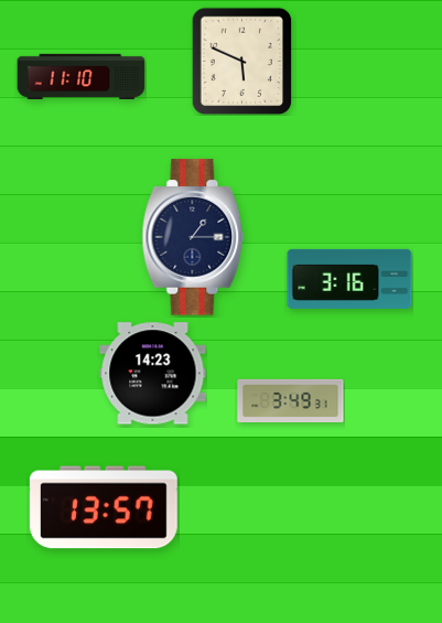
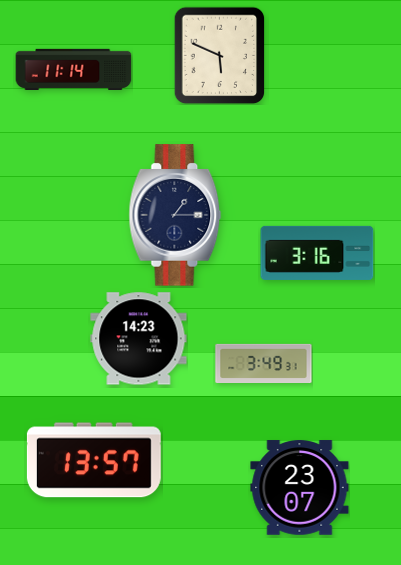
clock at (82, 76): 11:10 -> 11:14
clock at (300, 488): none -> 23:07
